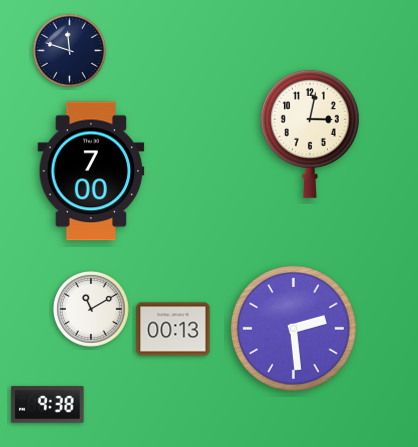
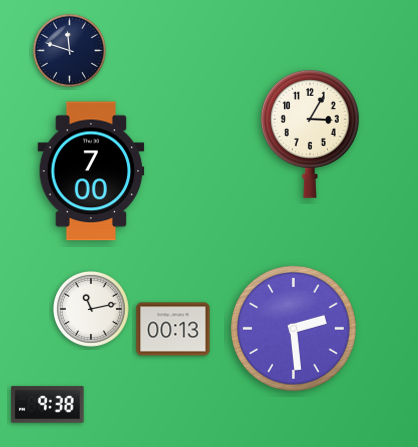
clock at (310, 134): 3:02 -> 3:05
clock at (91, 309): 11:10 -> 11:13
